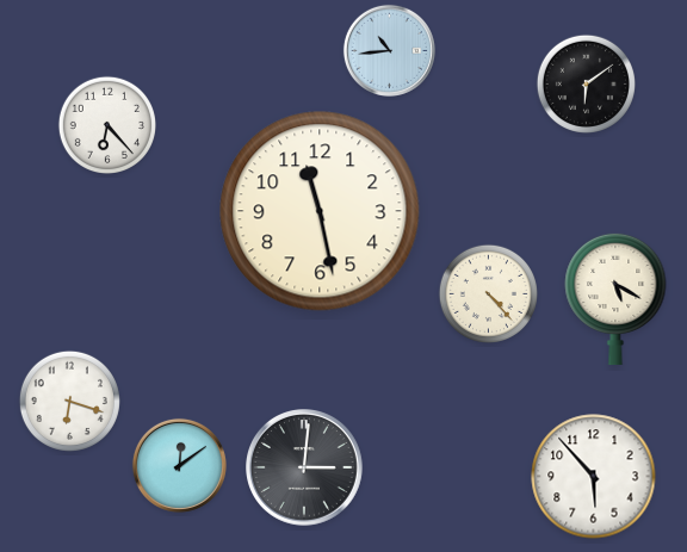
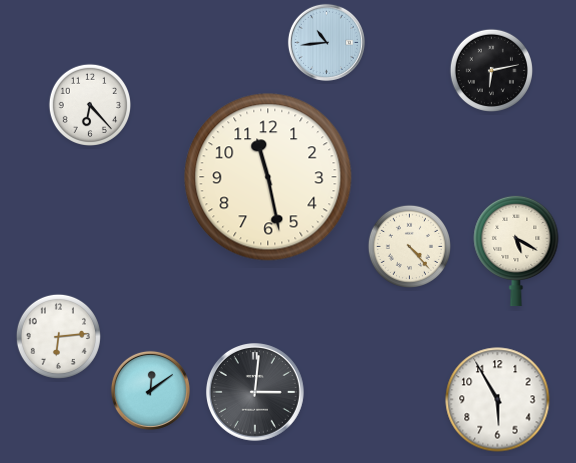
clock at (586, 83): 6:09 -> 6:13
clock at (69, 401): 6:18 -> 6:14
clock at (594, 477): 5:53 -> 5:55
